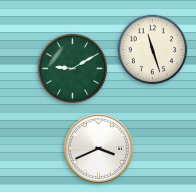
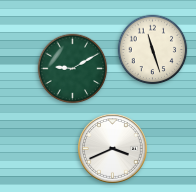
clock at (98, 148) position: (98, 148) -> (112, 148)
